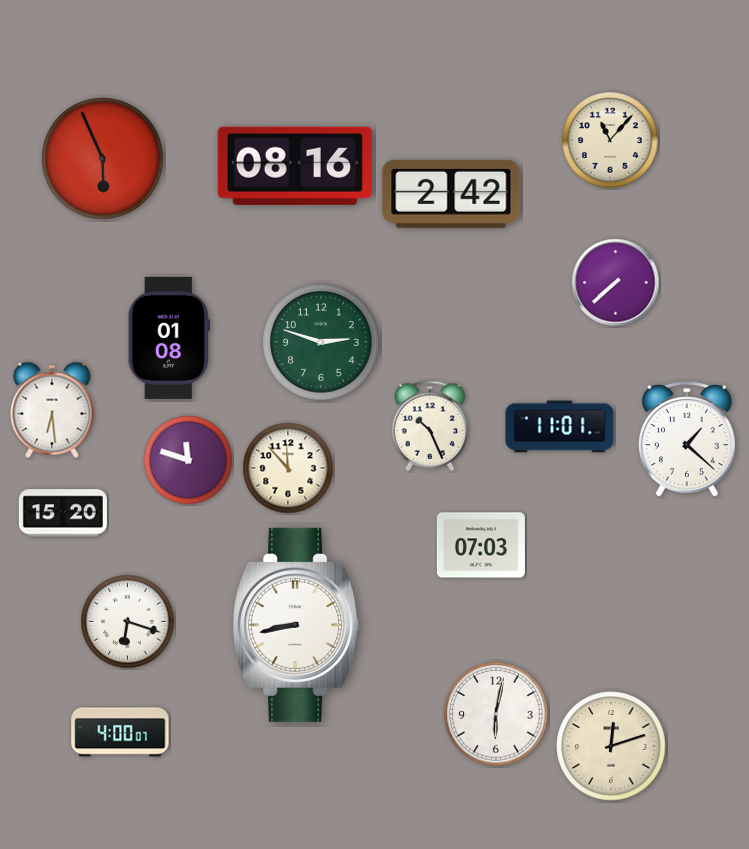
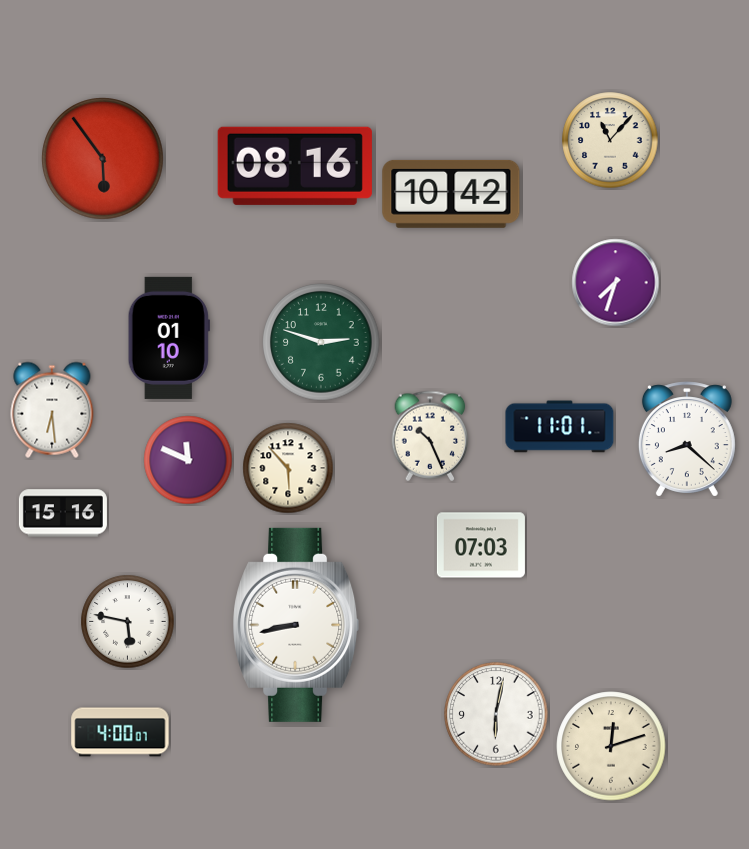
clock at (103, 159): 5:56 -> 5:54
clock at (451, 194): 2:42 -> 10:42
clock at (616, 283): 7:38 -> 7:33
clock at (169, 338): 01:08 -> 01:10
clock at (430, 426) position: (430, 426) -> (430, 436)
clock at (687, 439): 1:22 -> 8:22
clock at (188, 460): 11:48 -> 11:49
clock at (288, 468): 11:53 -> 5:53
clock at (63, 513): 15:20 -> 15:16
clock at (128, 622): 6:18 -> 5:47
